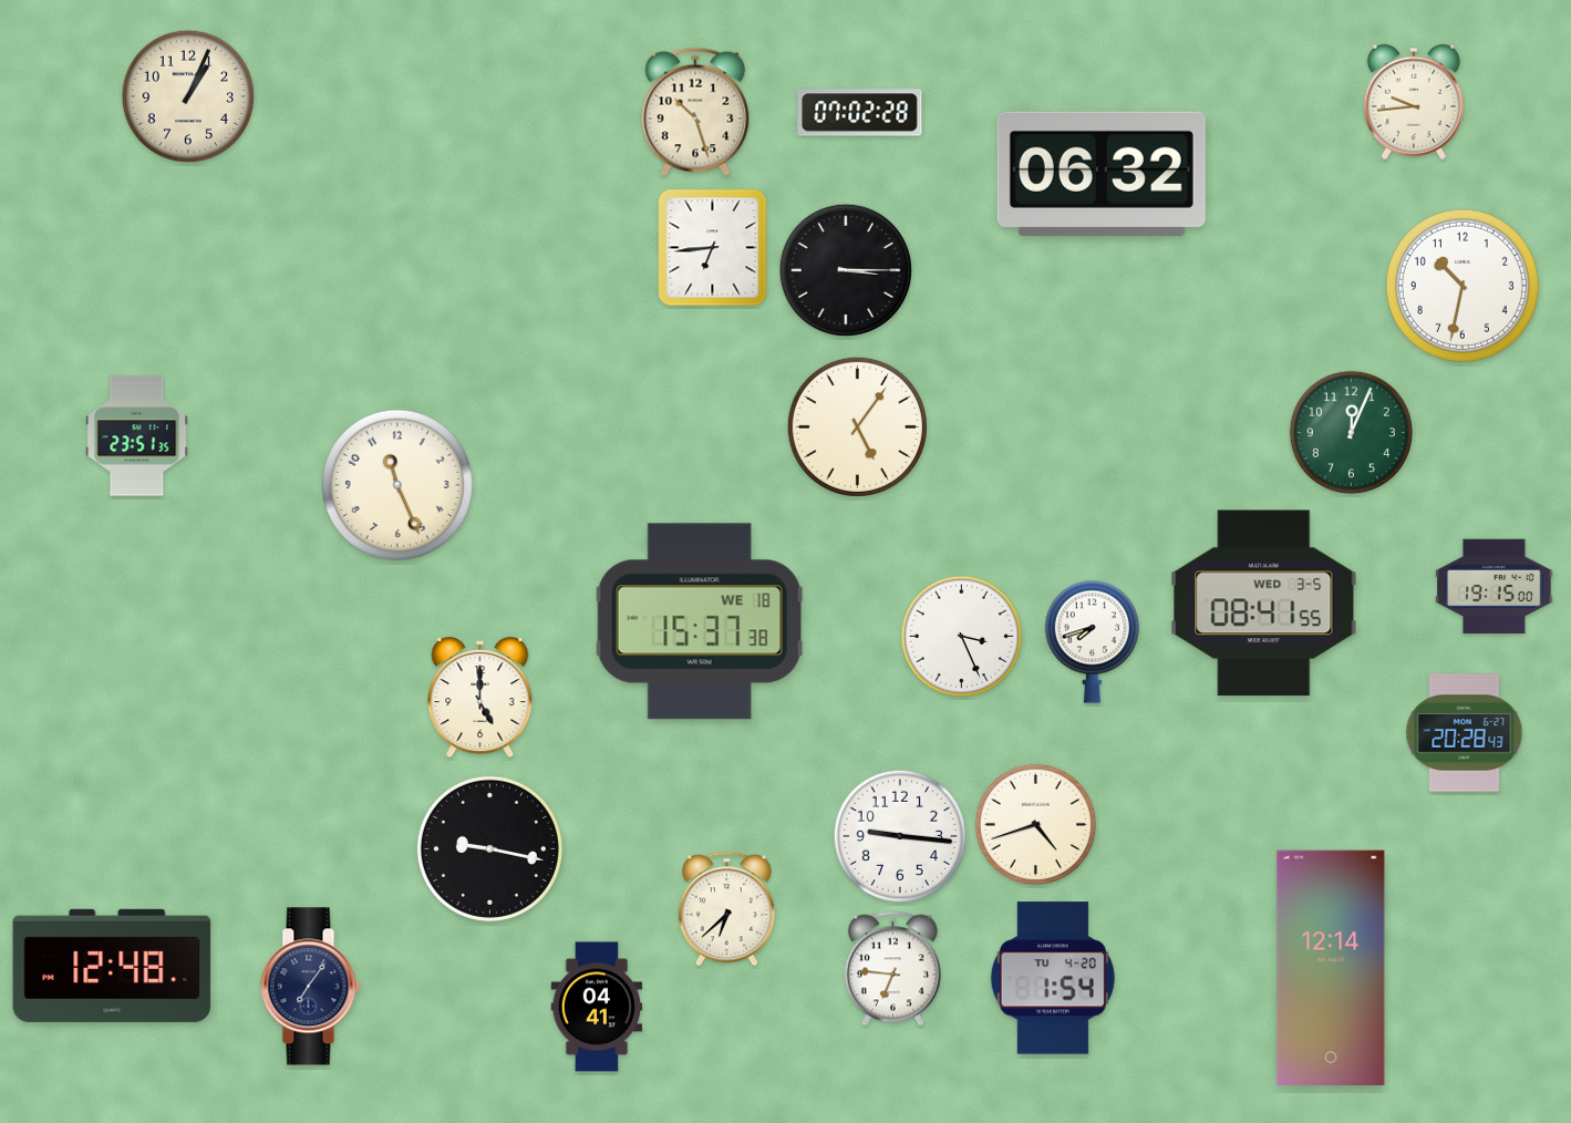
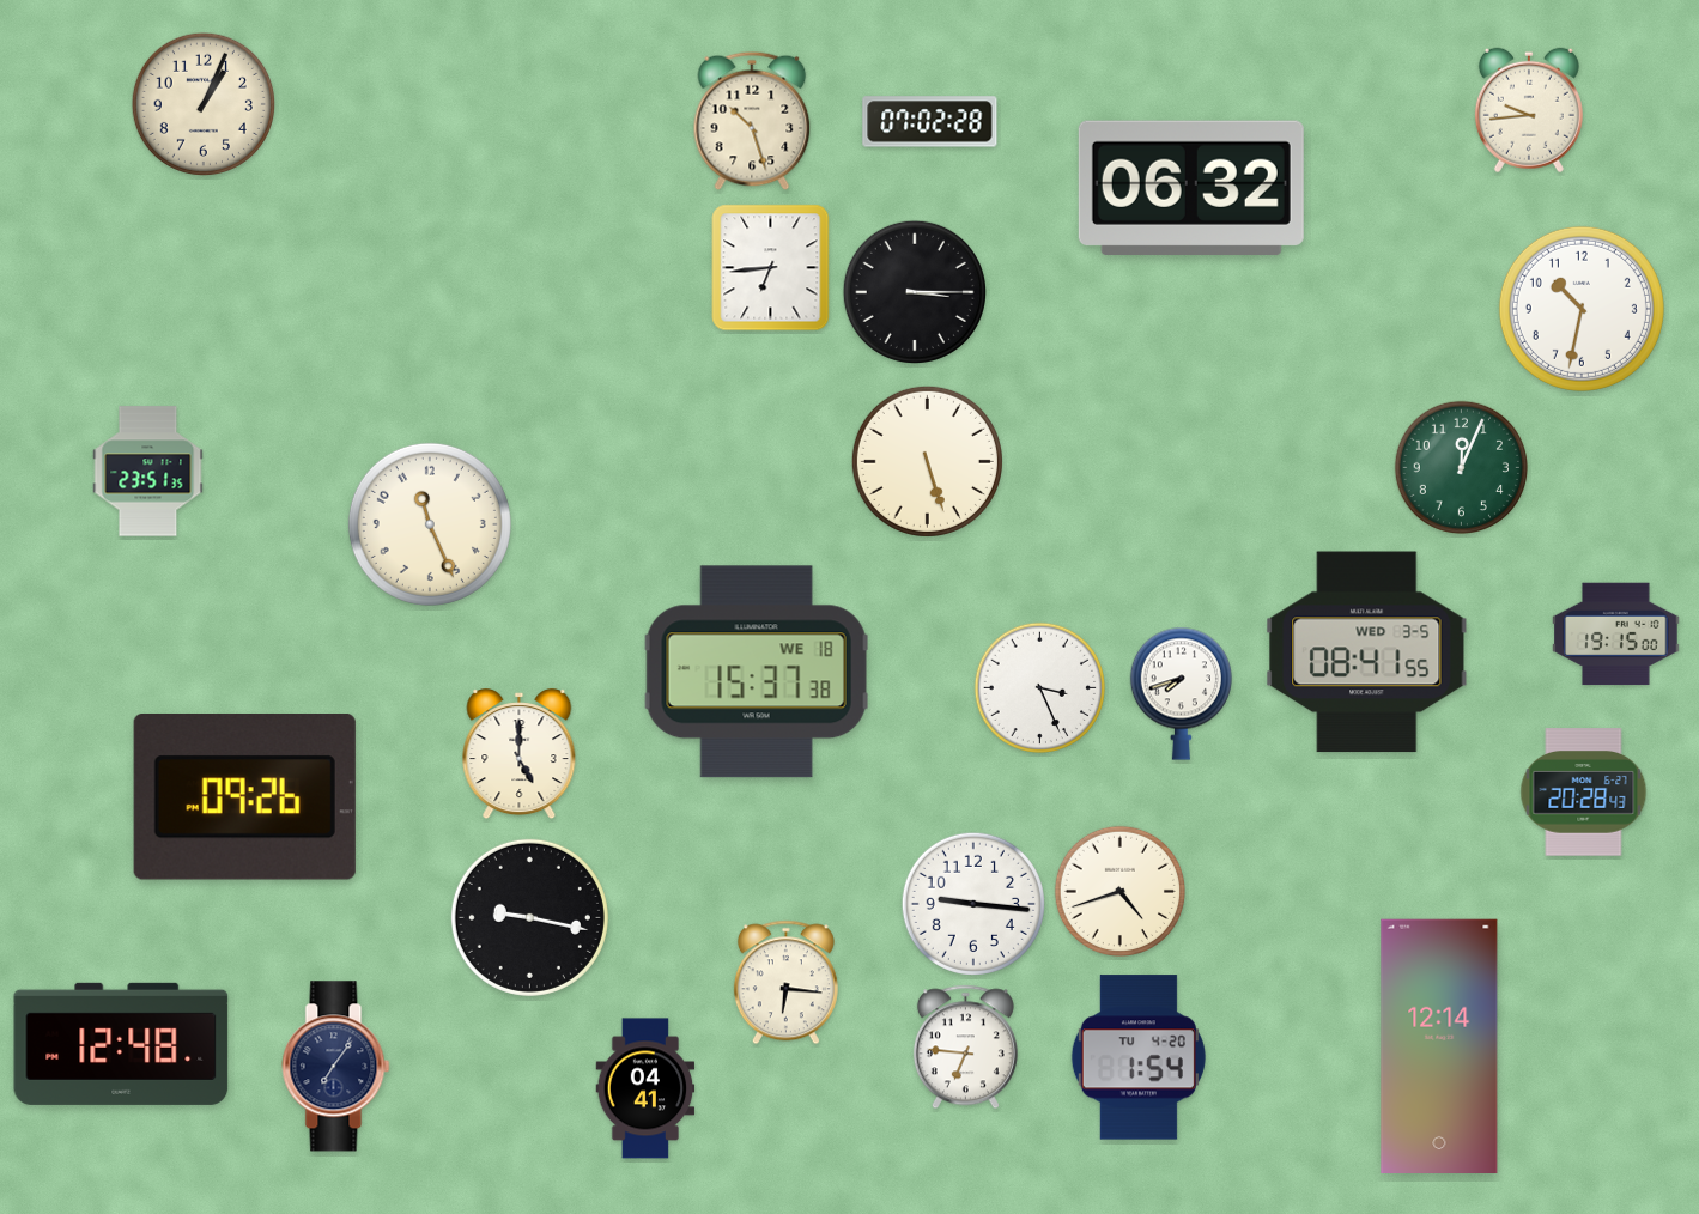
clock at (857, 426): 5:06 -> 5:27
clock at (244, 796): none -> 09:26
clock at (726, 909): 6:38 -> 6:16
